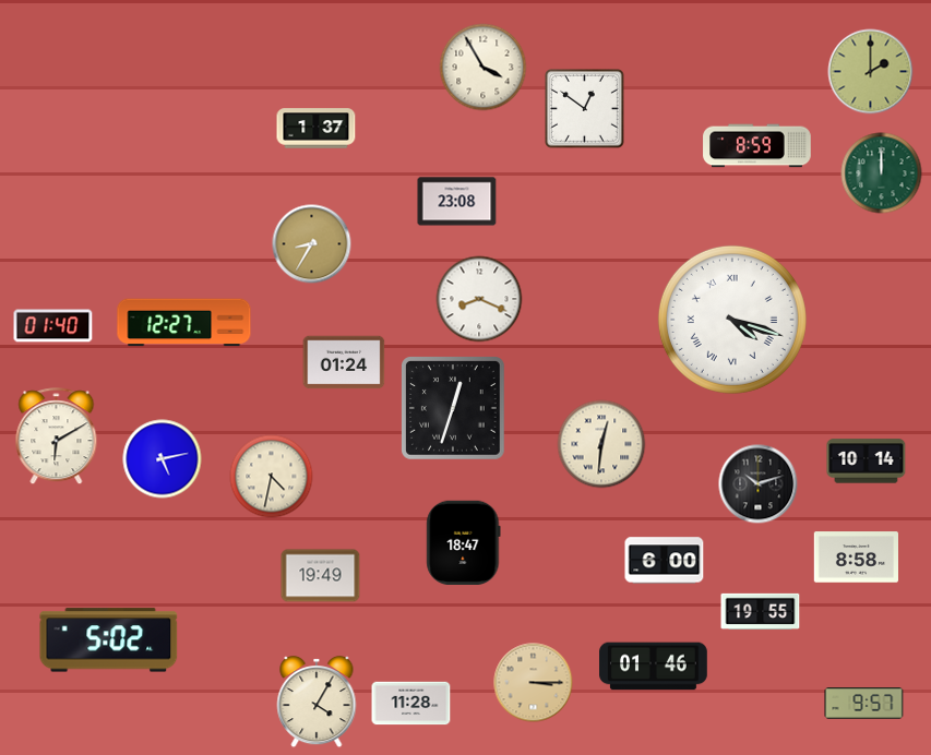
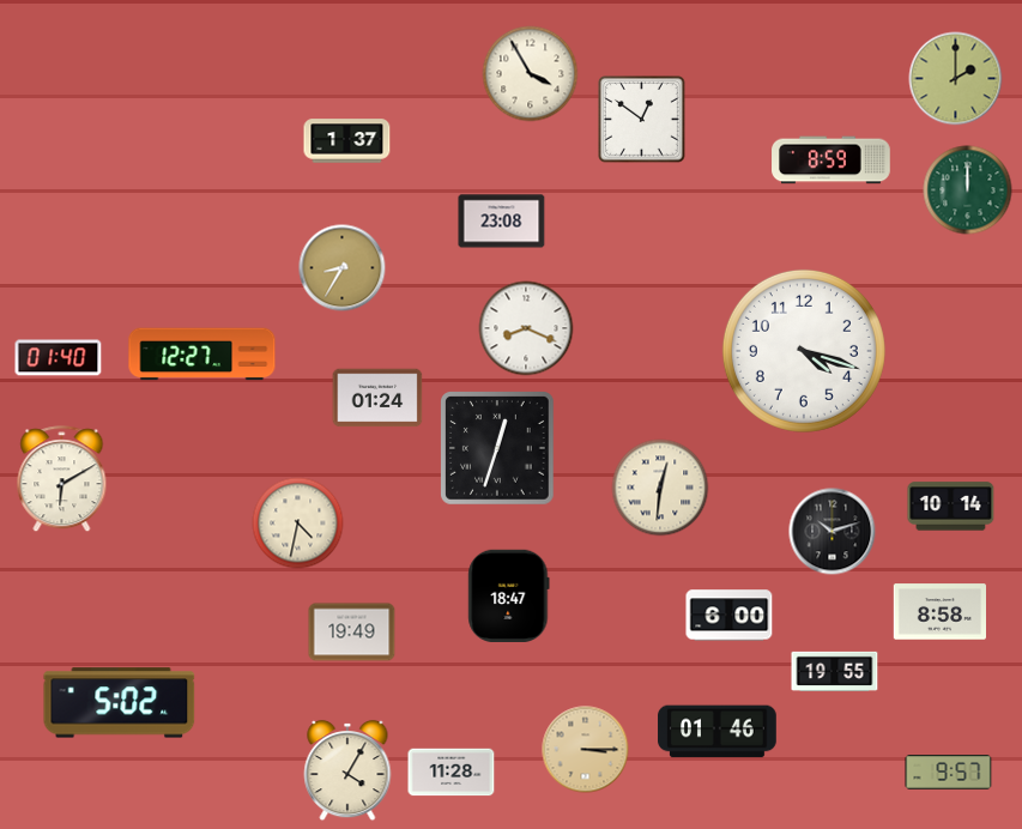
clock at (732, 320) numerals: Roman -> Arabic
clock at (163, 459): 5:13 -> none
